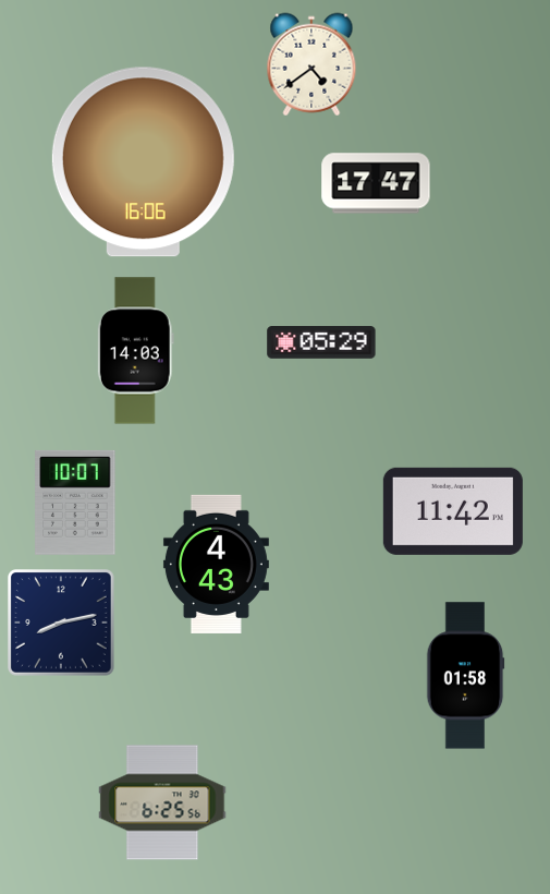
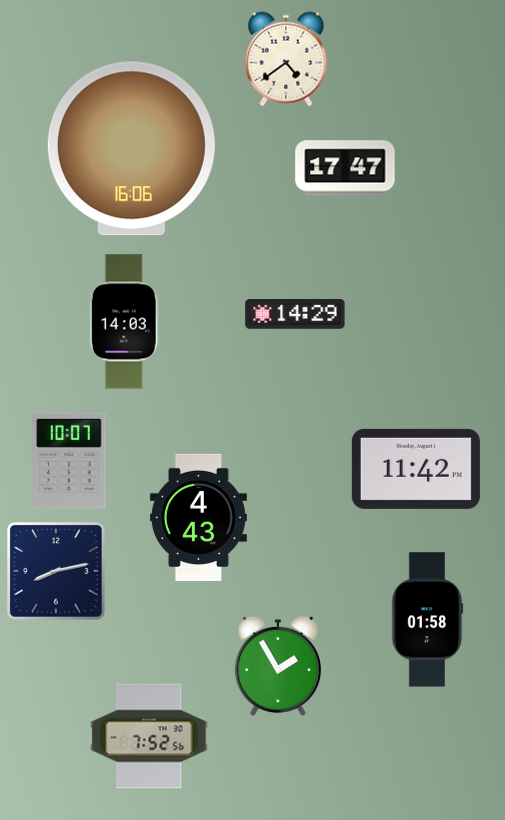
clock at (321, 343): 05:29 -> 14:29
clock at (278, 665): none -> 1:55
clock at (162, 802): 6:25 -> 7:52
